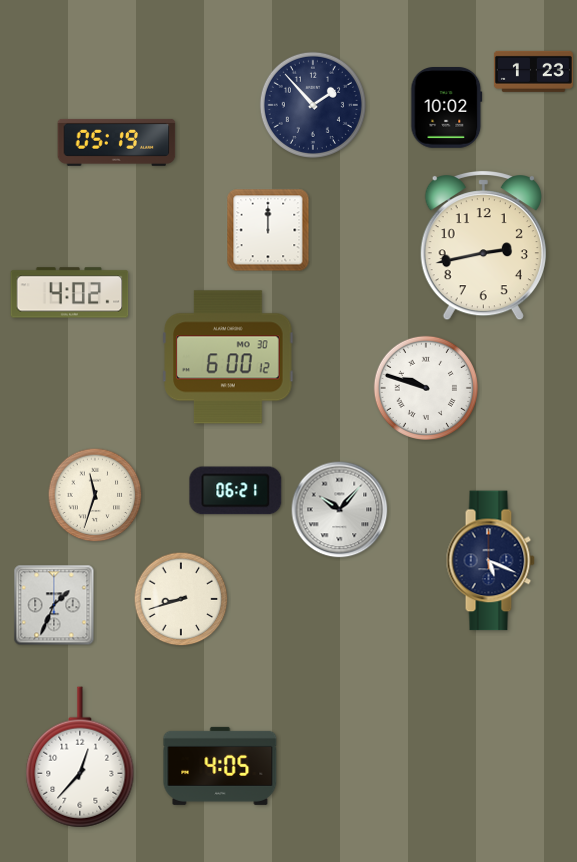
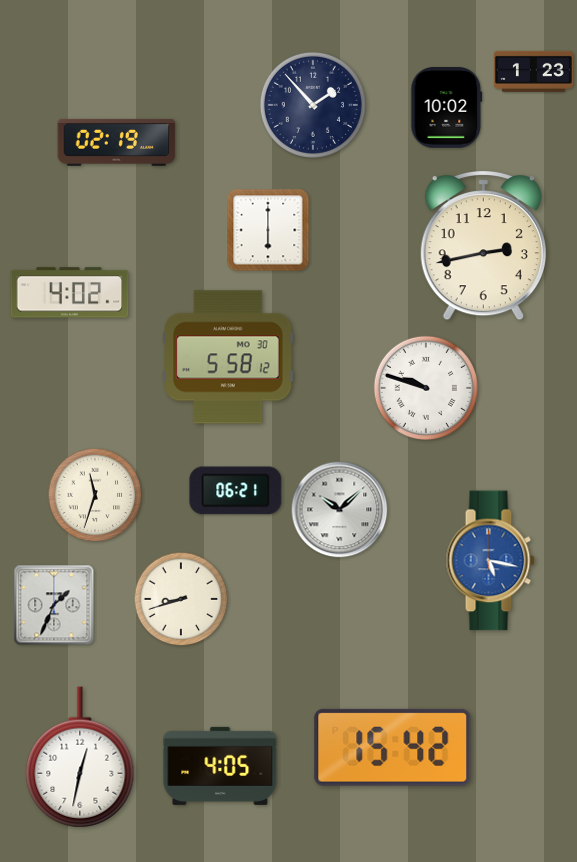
clock at (117, 142): 05:19 -> 02:19
clock at (268, 230): 12:00 -> 6:00
clock at (228, 357): 6:00 -> 5:58
clock at (340, 510): 10:07 -> 10:08
clock at (490, 561): 5:19 -> 5:17
clock at (490, 561) dial: navy -> blue
clock at (393, 747): none -> 15:42
clock at (80, 757): 12:37 -> 12:32
